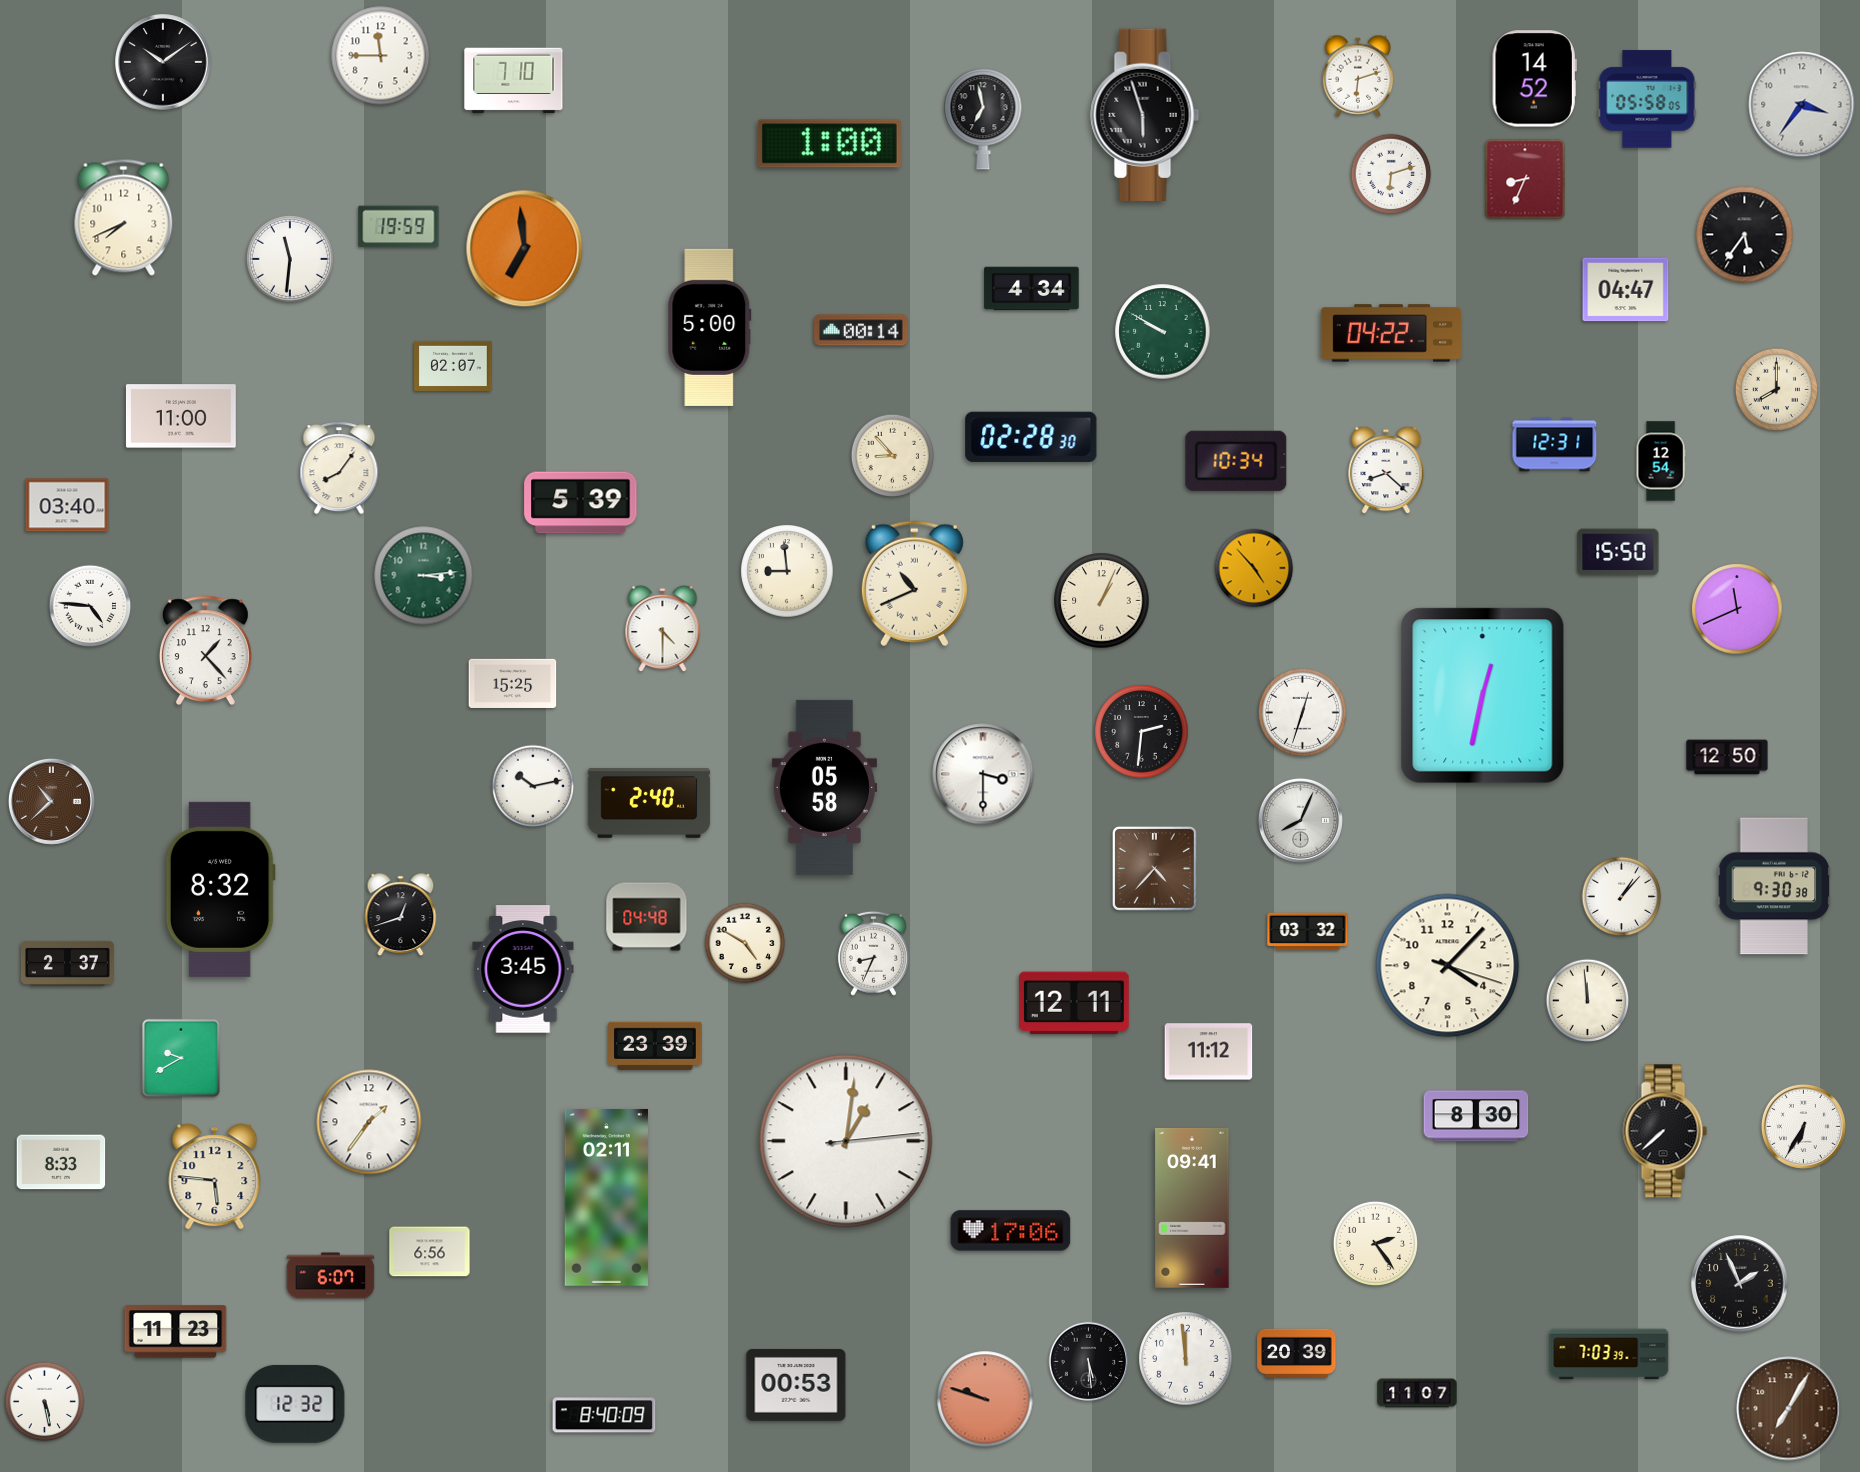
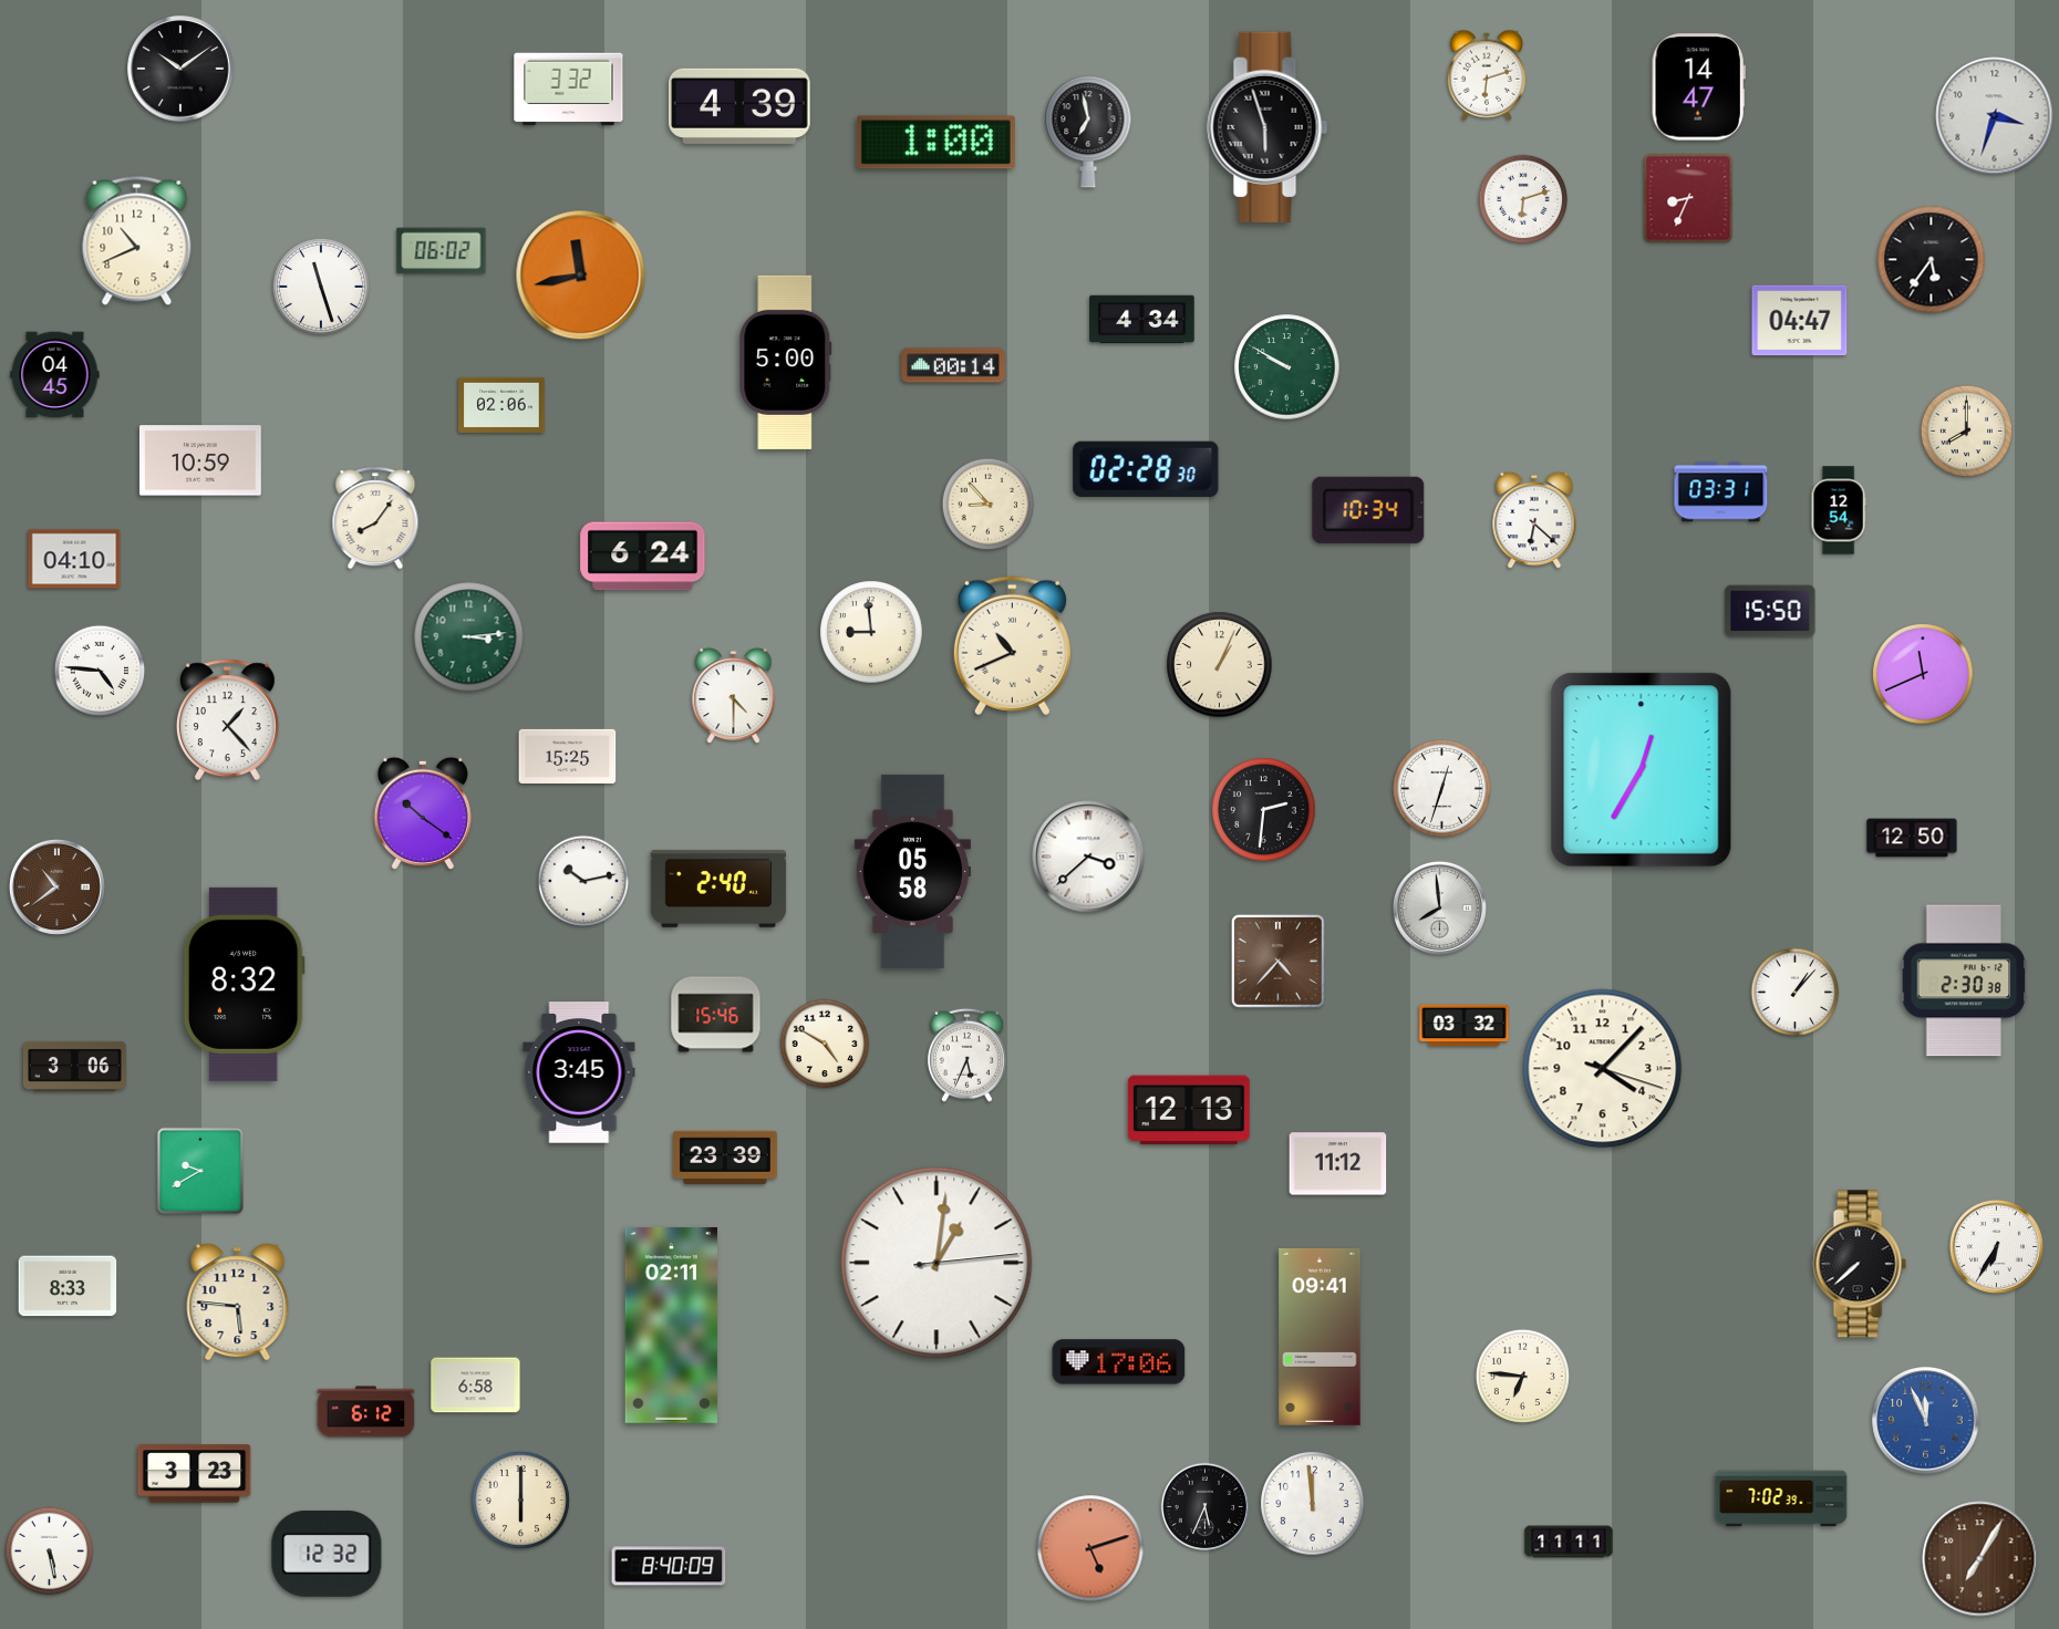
clock at (381, 56): 11:45 -> none
clock at (1358, 76) position: (1358, 76) -> (1487, 75)
clock at (1534, 79): 14:52 -> 14:47
clock at (514, 81): 7:10 -> 3:32
clock at (739, 106): none -> 4:39
clock at (1647, 99): 05:58 -> none
clock at (1802, 105): 3:36 -> 3:33
clock at (829, 144) position: (829, 144) -> (935, 143)
clock at (1391, 174) position: (1391, 174) -> (1523, 199)
clock at (124, 217): 7:41 -> 10:41
clock at (399, 227): 19:59 -> 06:02
clock at (525, 249): 6:59 -> 11:43
clock at (290, 259): 11:31 -> 11:27
clock at (1391, 333): 04:22 -> none
clock at (55, 375): none -> 04:45
clock at (453, 366): 02:07 -> 02:06
clock at (181, 416): 11:00 -> 10:59
clock at (1031, 437) position: (1031, 437) -> (1146, 469)
clock at (1555, 445): 12:31 -> 03:31
clock at (1386, 470): 8:22 -> 6:22
clock at (581, 503): 5:39 -> 6:24
clock at (67, 505): 03:40 -> 04:10
clock at (1618, 552) position: (1618, 552) -> (1770, 611)
clock at (1254, 568): 4:53 -> none
clock at (1483, 696): 12:32 -> 12:35
clock at (423, 813): none -> 10:21
clock at (983, 774): 3:30 -> 3:38
clock at (533, 786) position: (533, 786) -> (583, 881)
clock at (51, 801): 10:38 -> 10:39
clock at (1300, 820): 8:04 -> 7:59
clock at (1774, 886): 9:30 -> 2:30
clock at (401, 915): 12:42 -> none
clock at (647, 917): 04:48 -> 15:46
clock at (1308, 932) position: (1308, 932) -> (1465, 1026)
clock at (873, 953): 8:34 -> 5:34
clock at (67, 963): 2:37 -> 3:06
clock at (1588, 1001): 11:59 -> none
clock at (1074, 1003): 12:11 -> 12:13
clock at (1476, 1116): 8:30 -> none
clock at (369, 1122): 1:36 -> none
clock at (1665, 1131) position: (1665, 1131) -> (1860, 1264)
clock at (1375, 1243): 2:24 -> 6:46
clock at (430, 1252): 6:56 -> 6:58
clock at (331, 1276): 6:07 -> 6:12
clock at (1740, 1284): 1:56 -> 11:56
clock at (1740, 1284) dial: black -> blue
clock at (176, 1332): 11:23 -> 3:23
clock at (1297, 1354): 20:39 -> none
clock at (1609, 1354): 7:03 -> 7:02
clock at (520, 1500): none -> 6:00
clock at (1089, 1362): 5:29 -> 5:34
clock at (796, 1385): 00:53 -> none
clock at (1417, 1393): 11:07 -> 11:11
clock at (985, 1399): 9:48 -> 5:12
